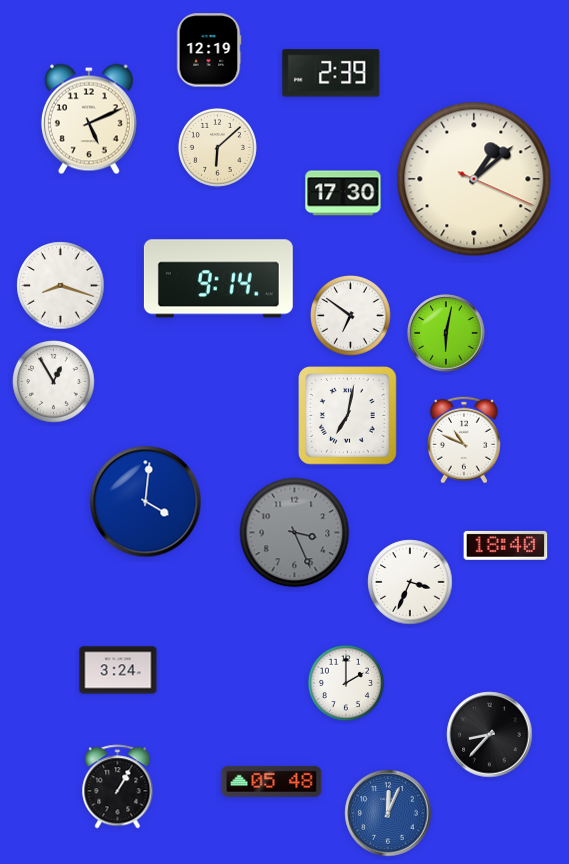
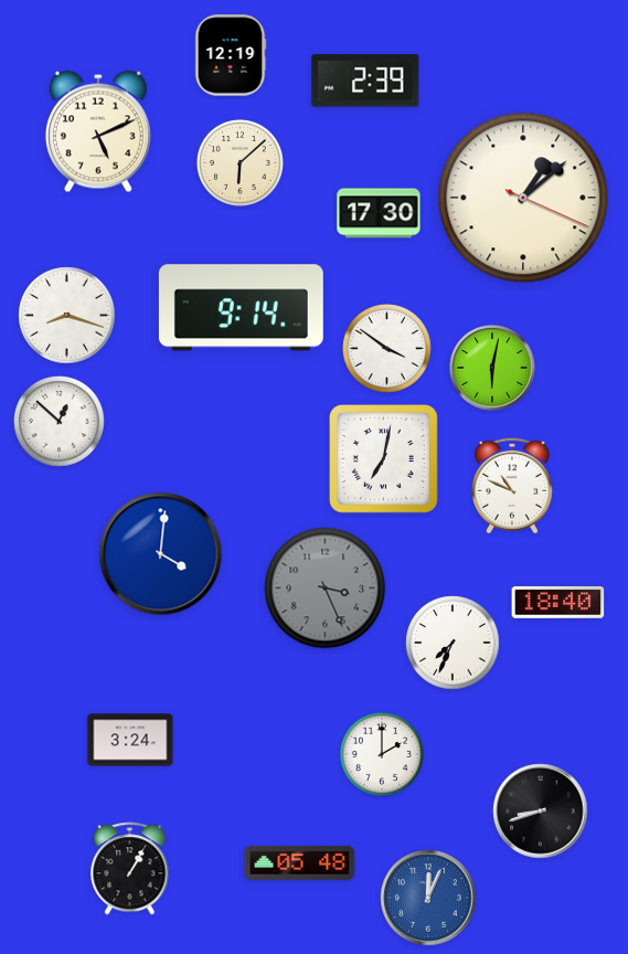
clock at (351, 316): 6:51 -> 3:51
clock at (54, 382): 12:55 -> 12:52
clock at (410, 582): 3:34 -> 7:34
clock at (490, 735): 8:37 -> 8:42
